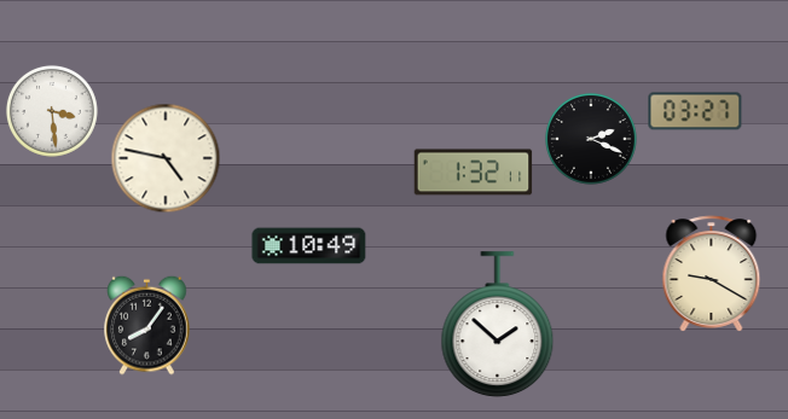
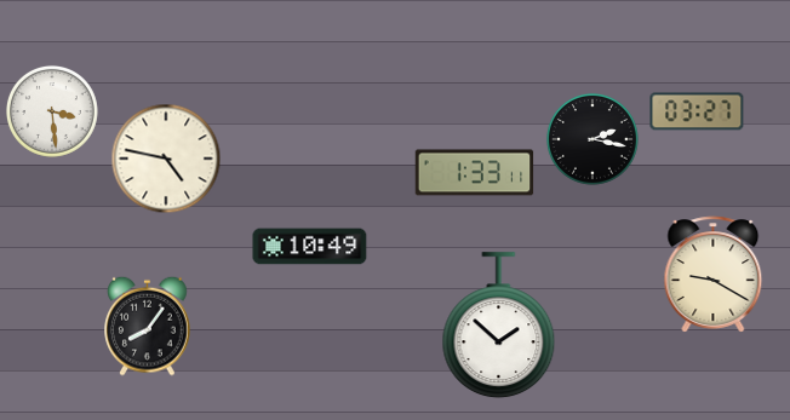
clock at (591, 139): 2:19 -> 2:17
clock at (474, 173): 1:32 -> 1:33
